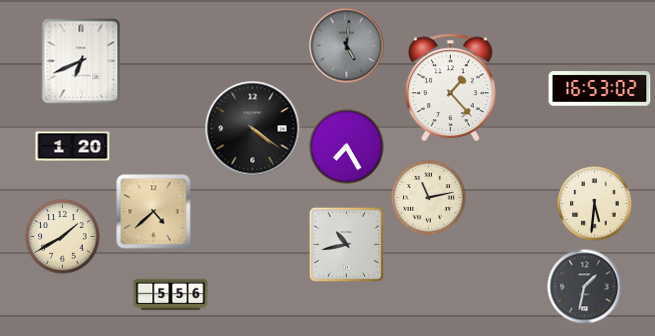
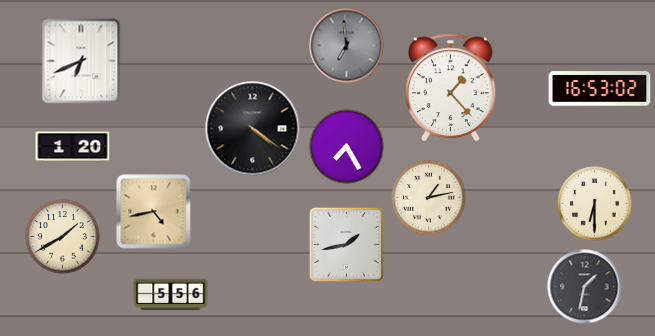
clock at (347, 46): 5:01 -> 6:59
clock at (429, 198): 11:13 -> 1:13
clock at (595, 204): 5:31 -> 6:30
clock at (154, 212): 4:38 -> 4:43
clock at (346, 244): 10:43 -> 1:43
